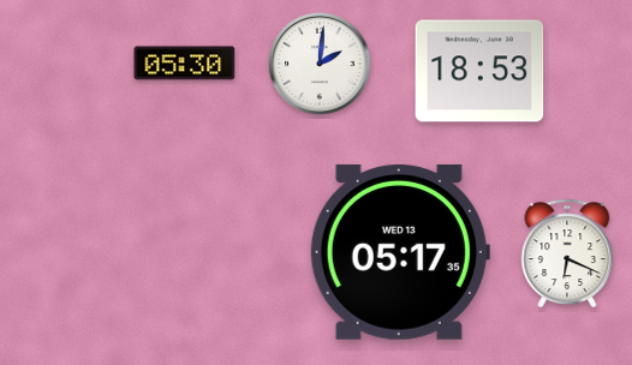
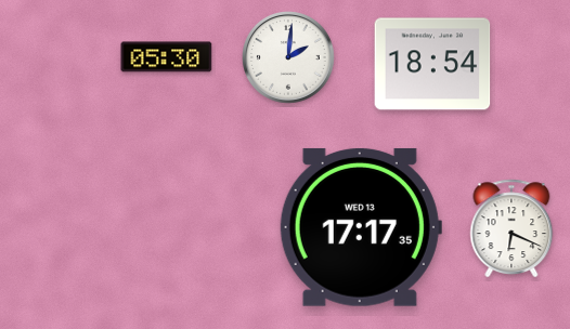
clock at (479, 71): 18:53 -> 18:54
clock at (400, 252): 05:17 -> 17:17
